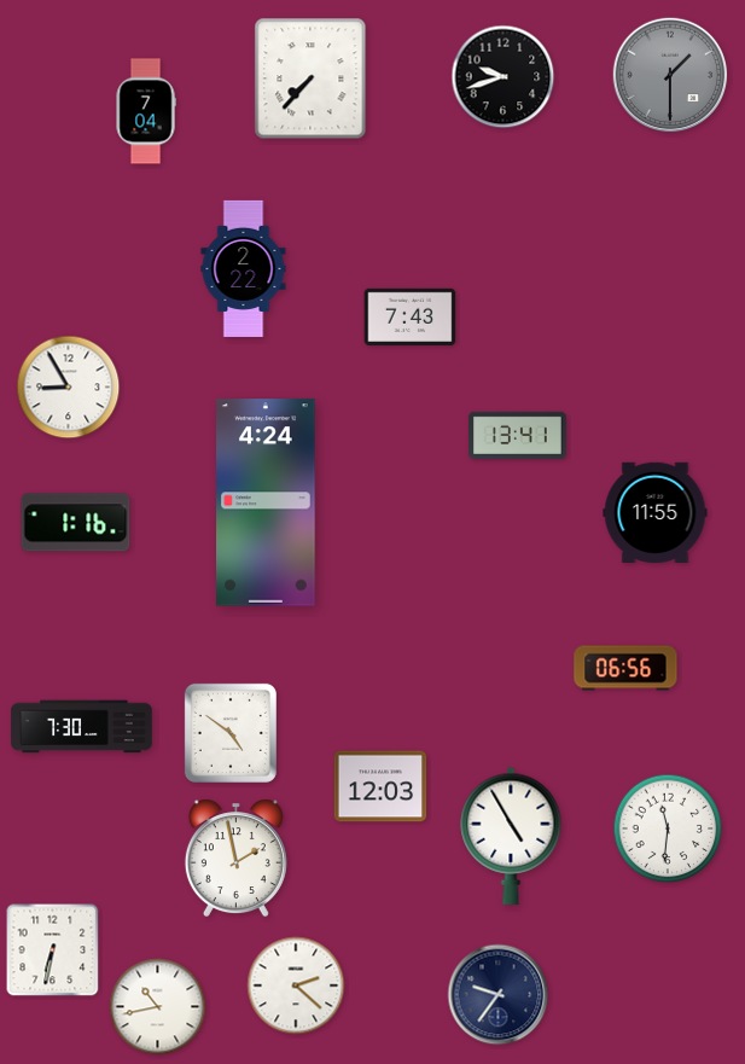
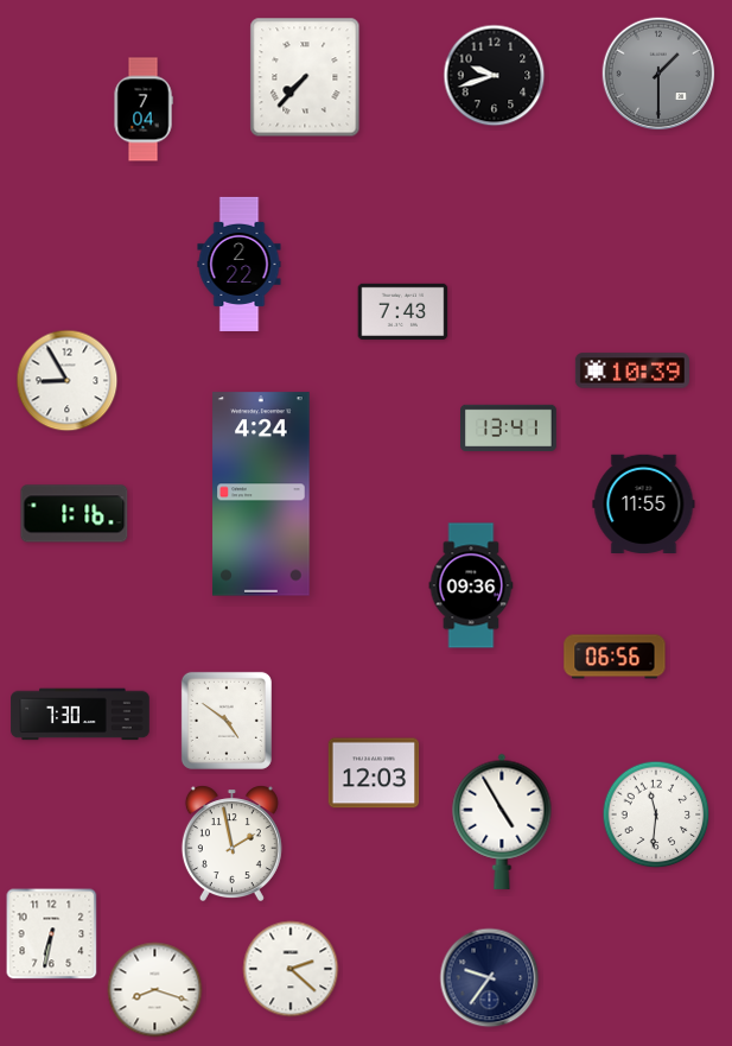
clock at (632, 370): none -> 10:39
clock at (471, 585): none -> 09:36
clock at (158, 1007): 10:43 -> 8:18
